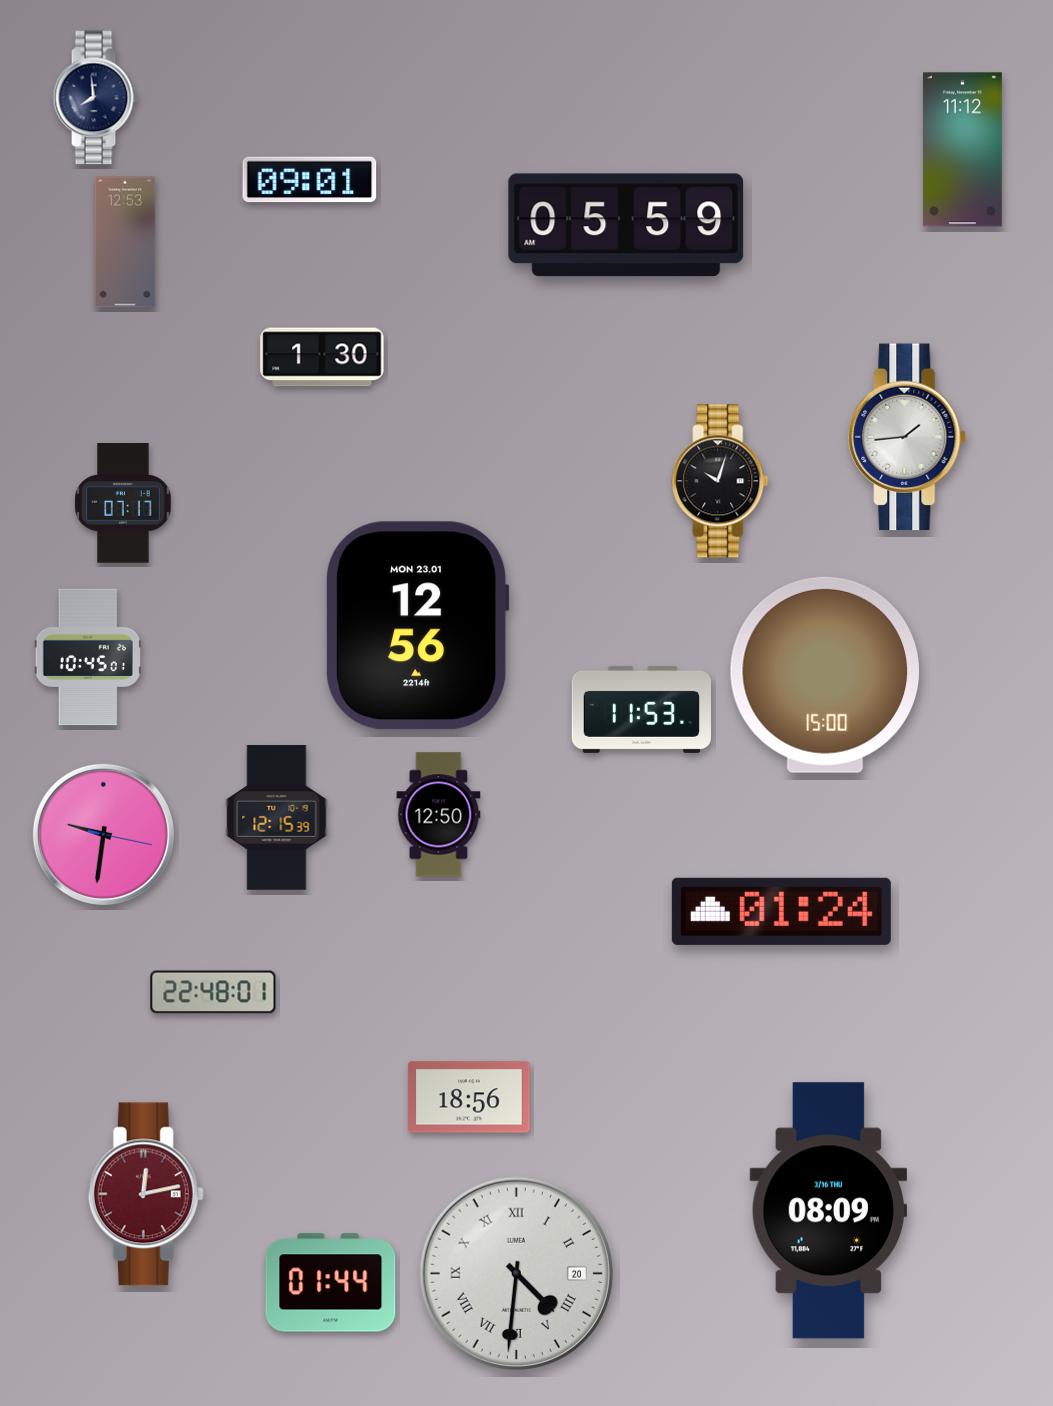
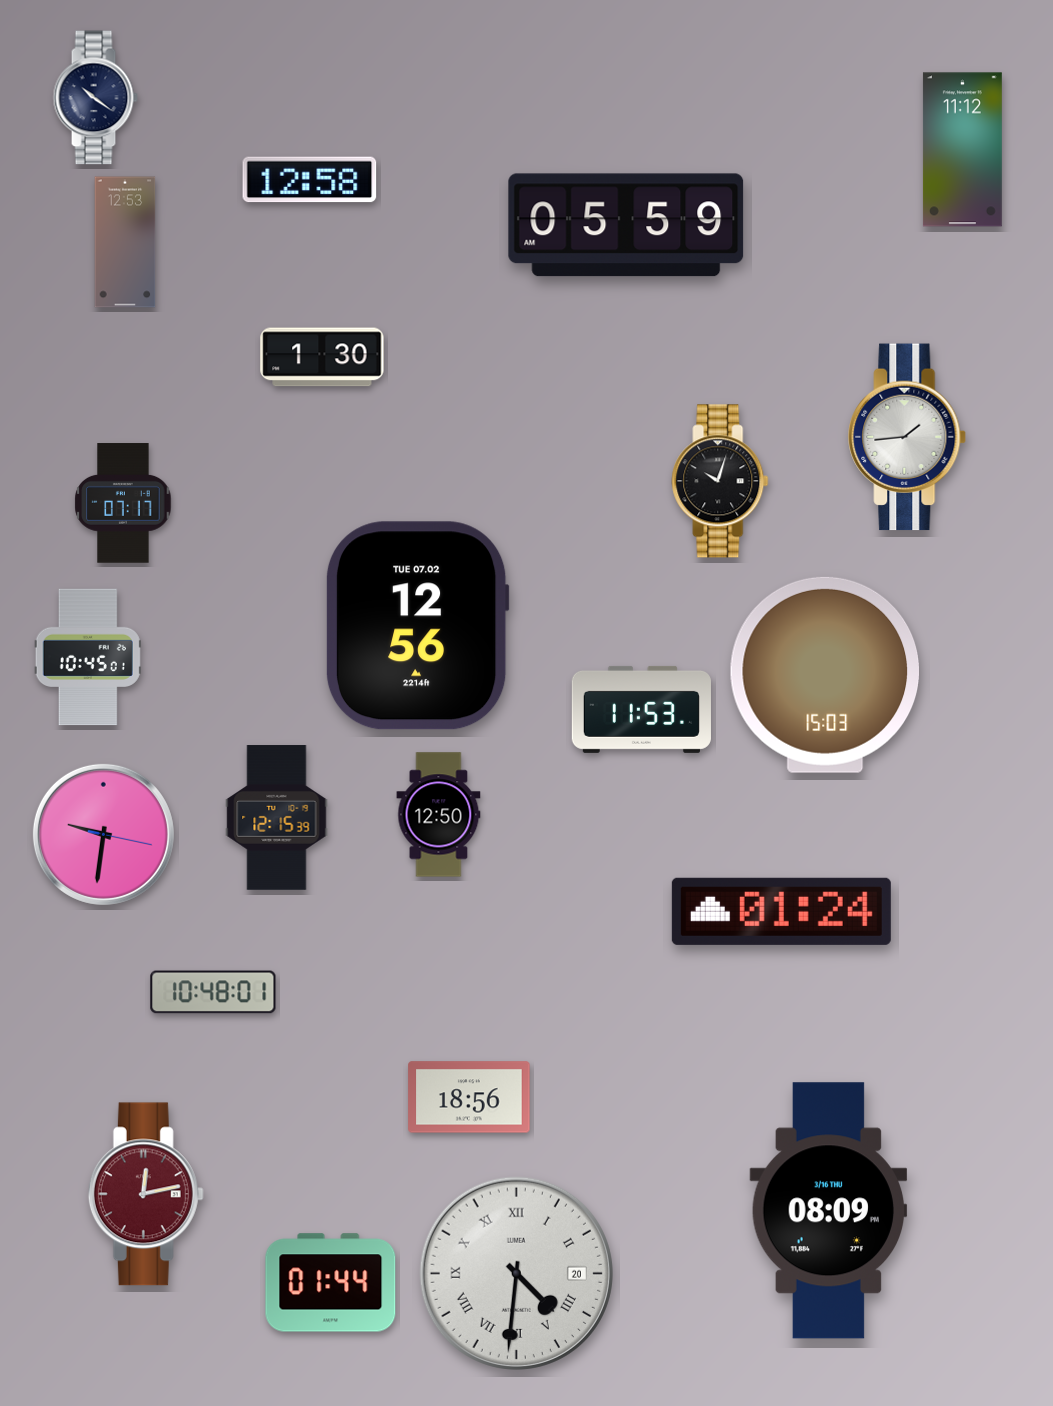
clock at (95, 98): 7:59 -> 10:21
clock at (310, 180): 09:01 -> 12:58
clock at (417, 626) date: MON 23.01 -> TUE 07.02
clock at (824, 675): 15:00 -> 15:03
clock at (213, 992): 22:48 -> 10:48
